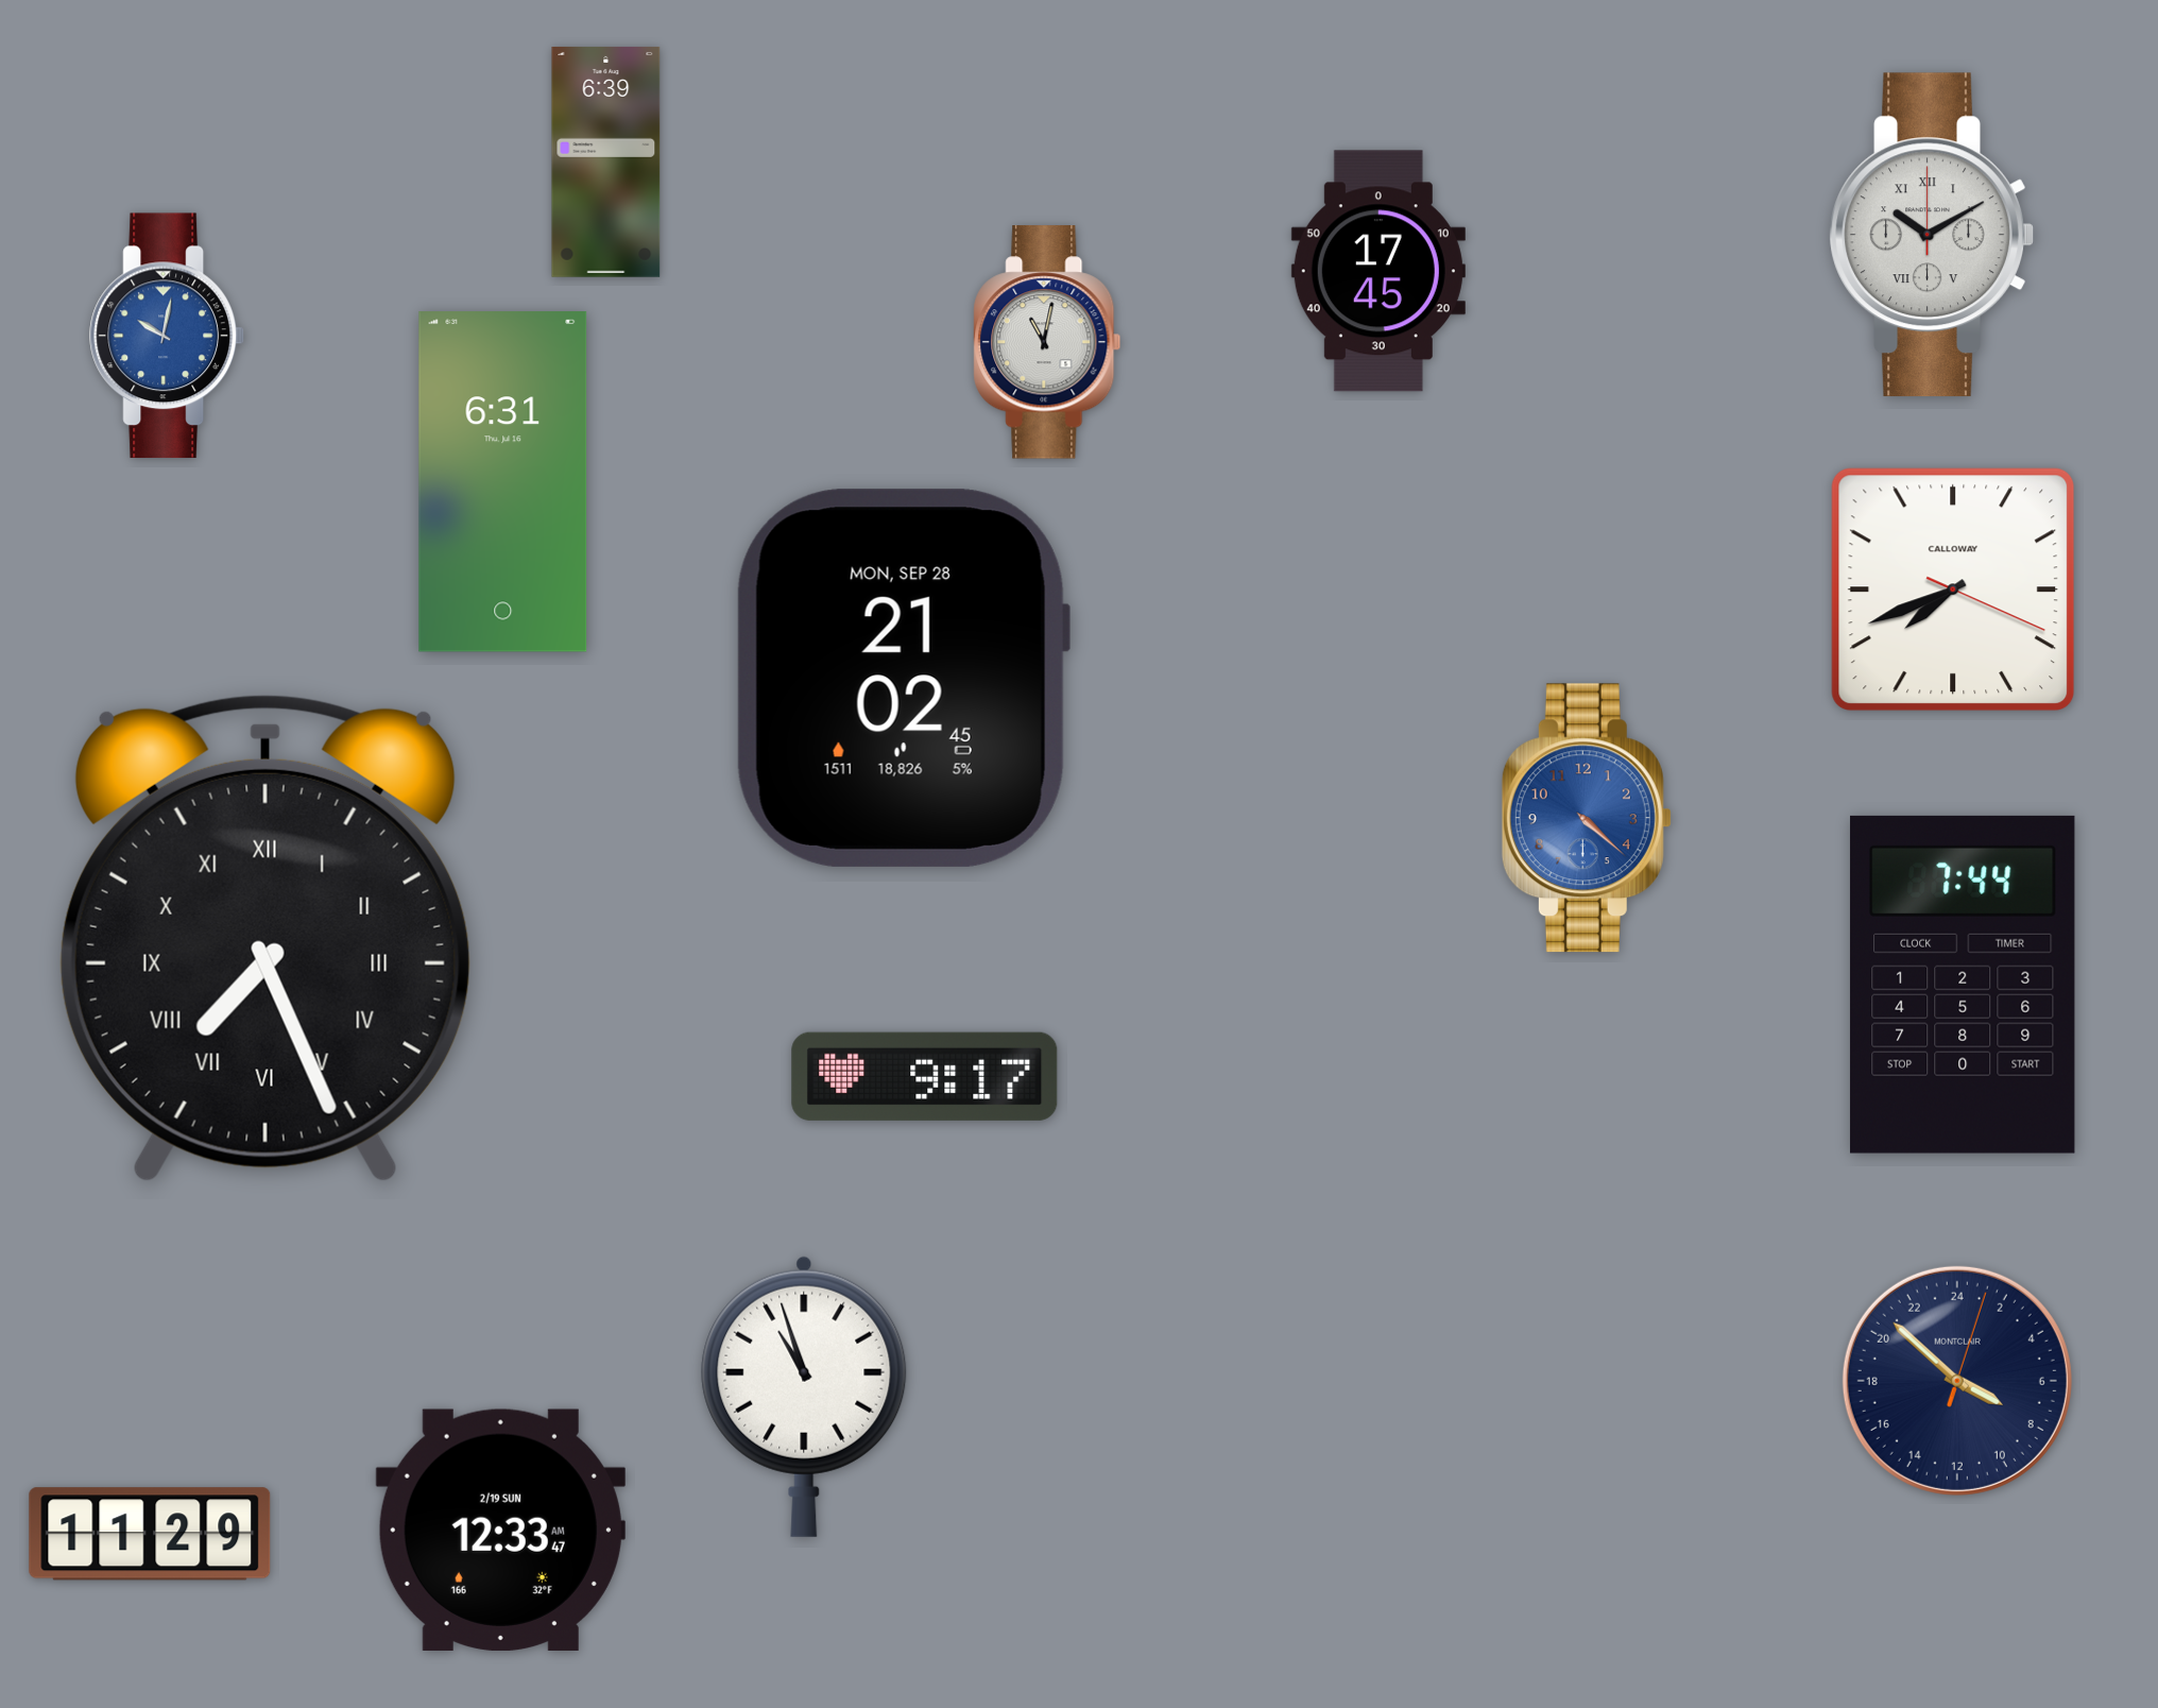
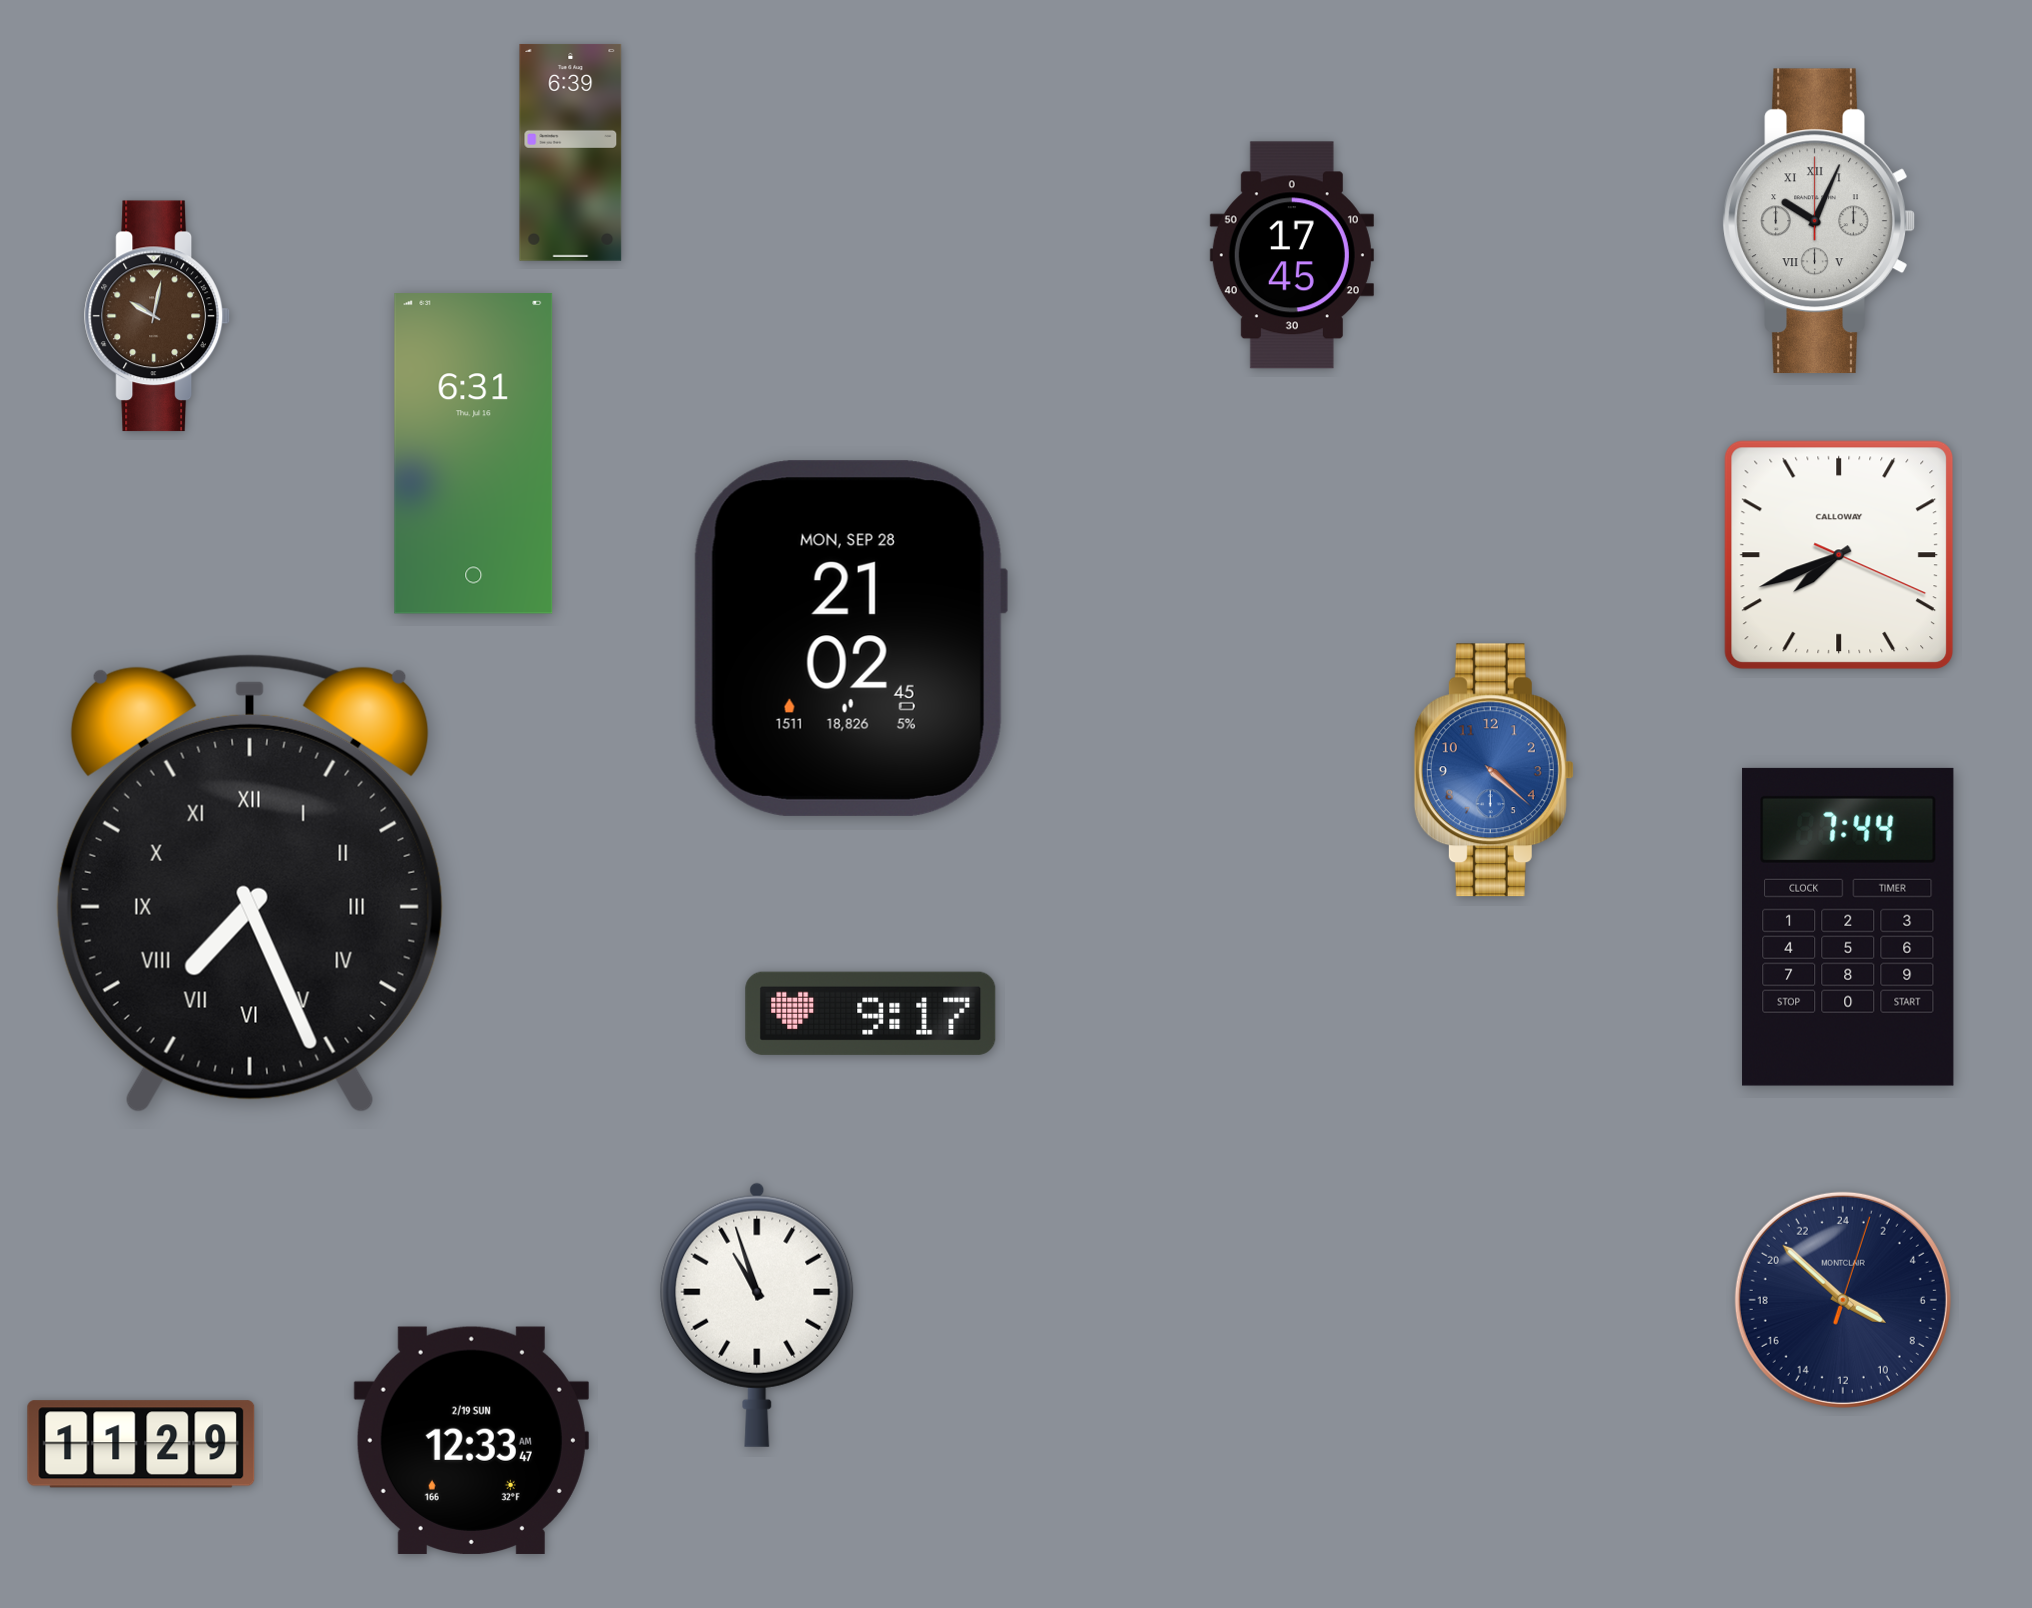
clock at (1932, 235): 10:10 -> 10:04
clock at (1378, 271) position: (1378, 271) -> (1292, 255)
clock at (167, 336) dial: blue -> brown
clock at (1047, 342): 11:02 -> none
